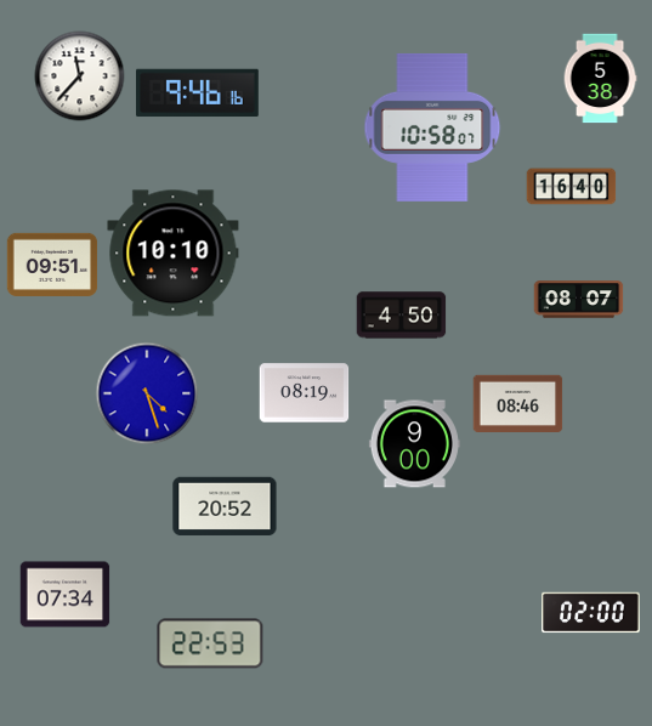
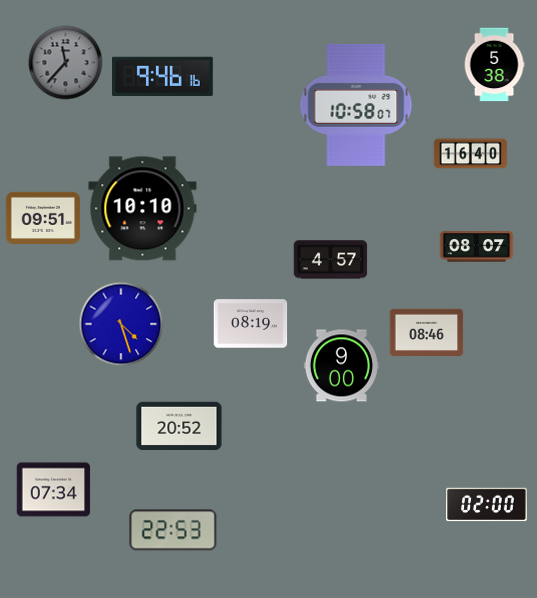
clock at (80, 76) dial: white -> grey
clock at (402, 316): 4:50 -> 4:57
clock at (225, 506) position: (225, 506) -> (179, 426)
